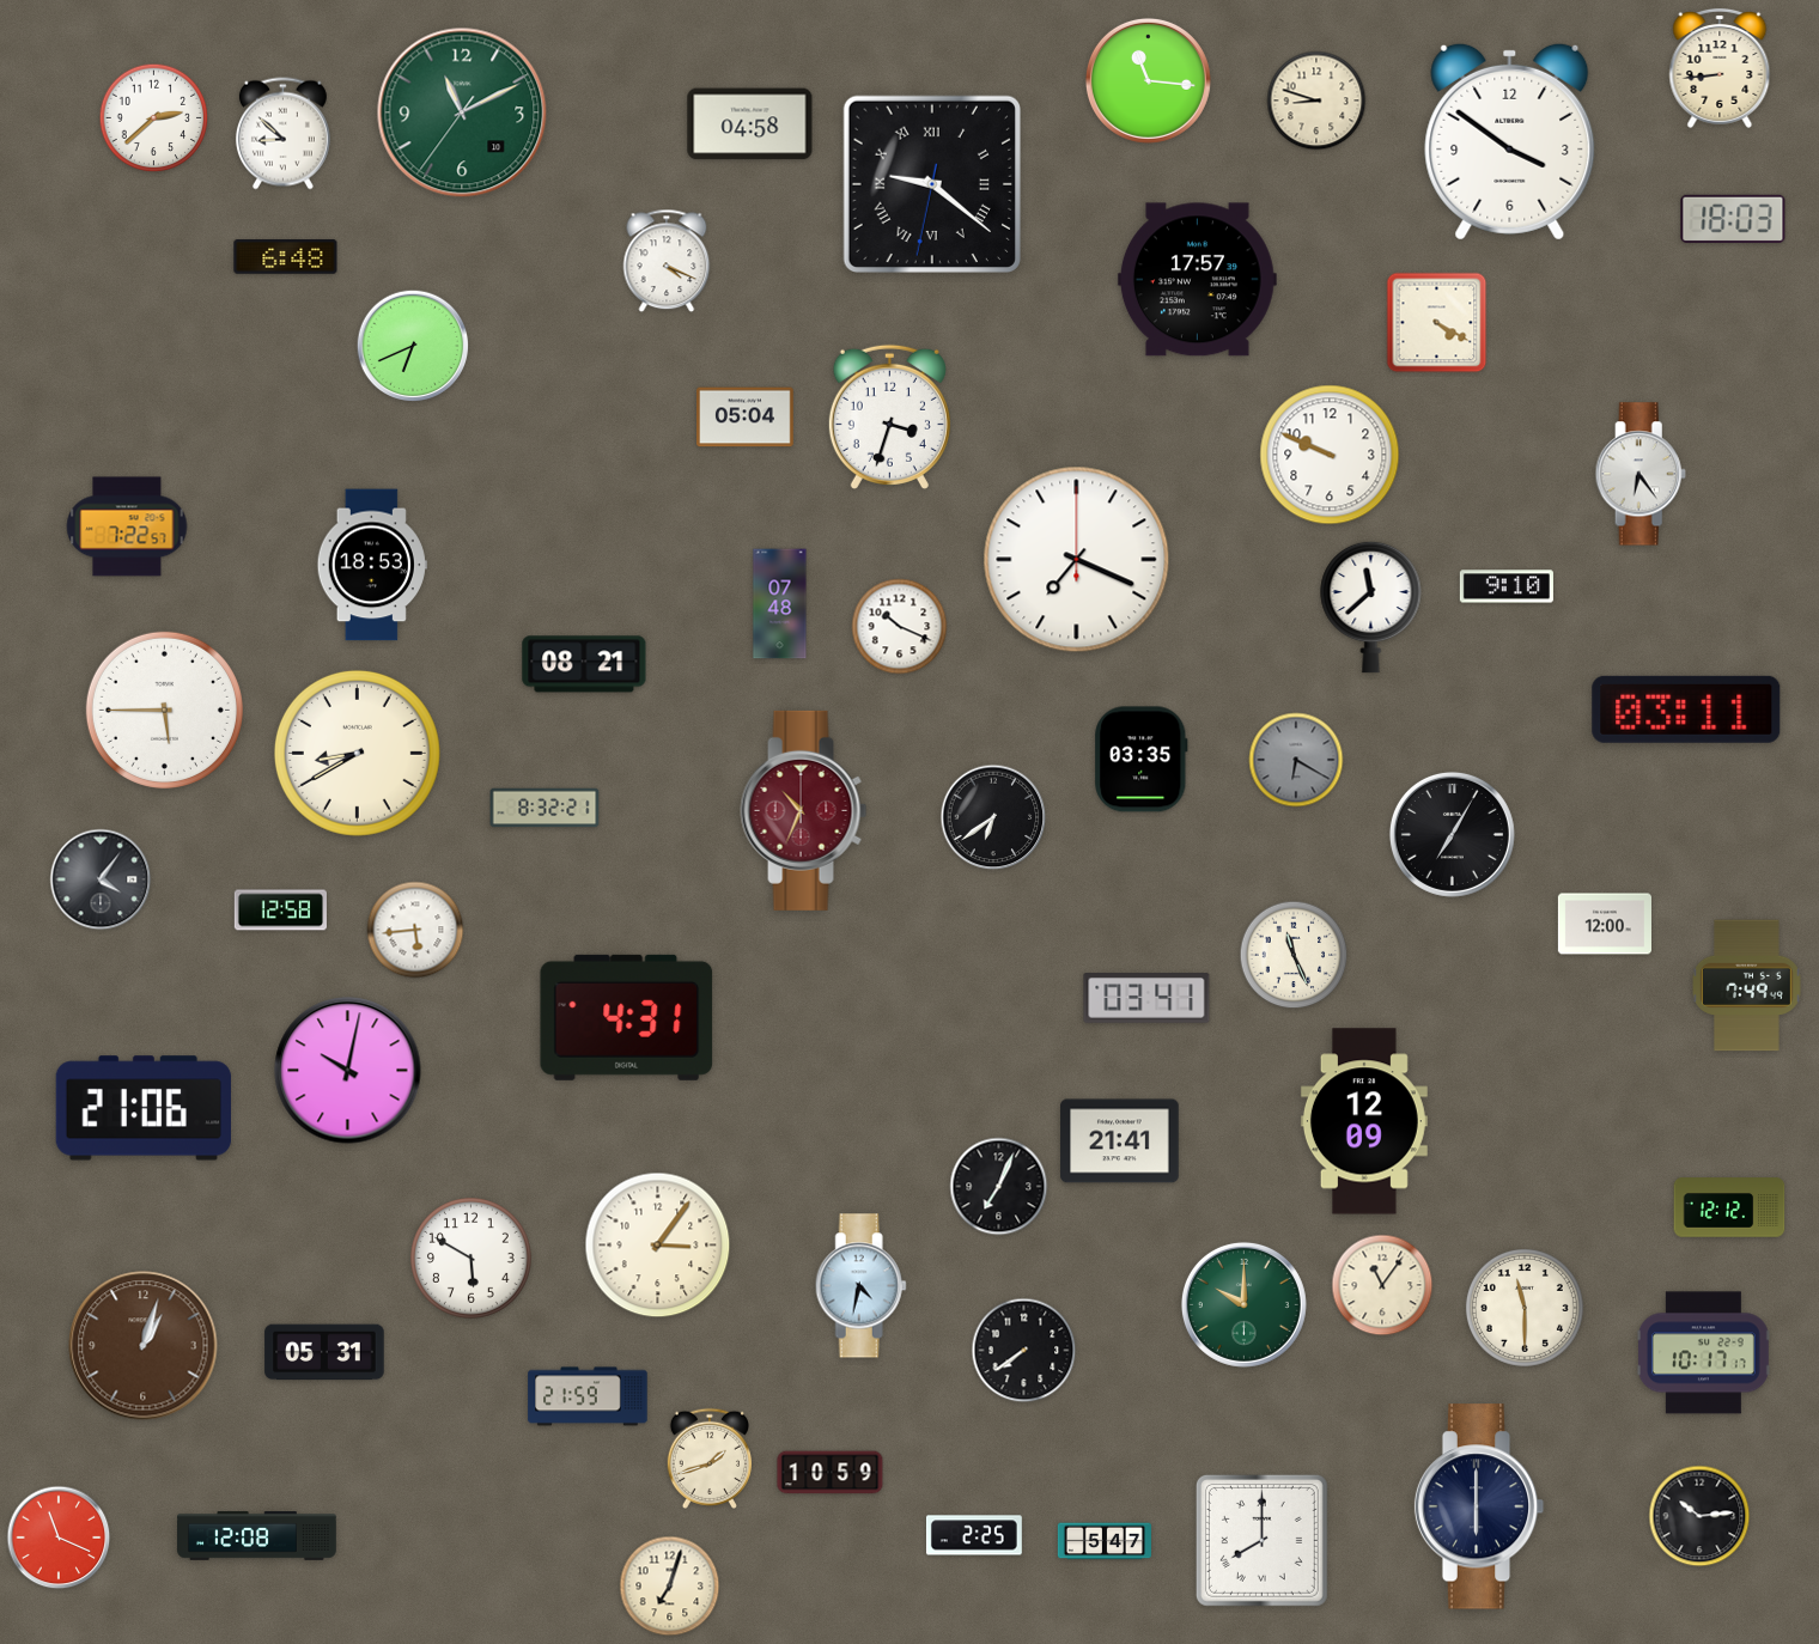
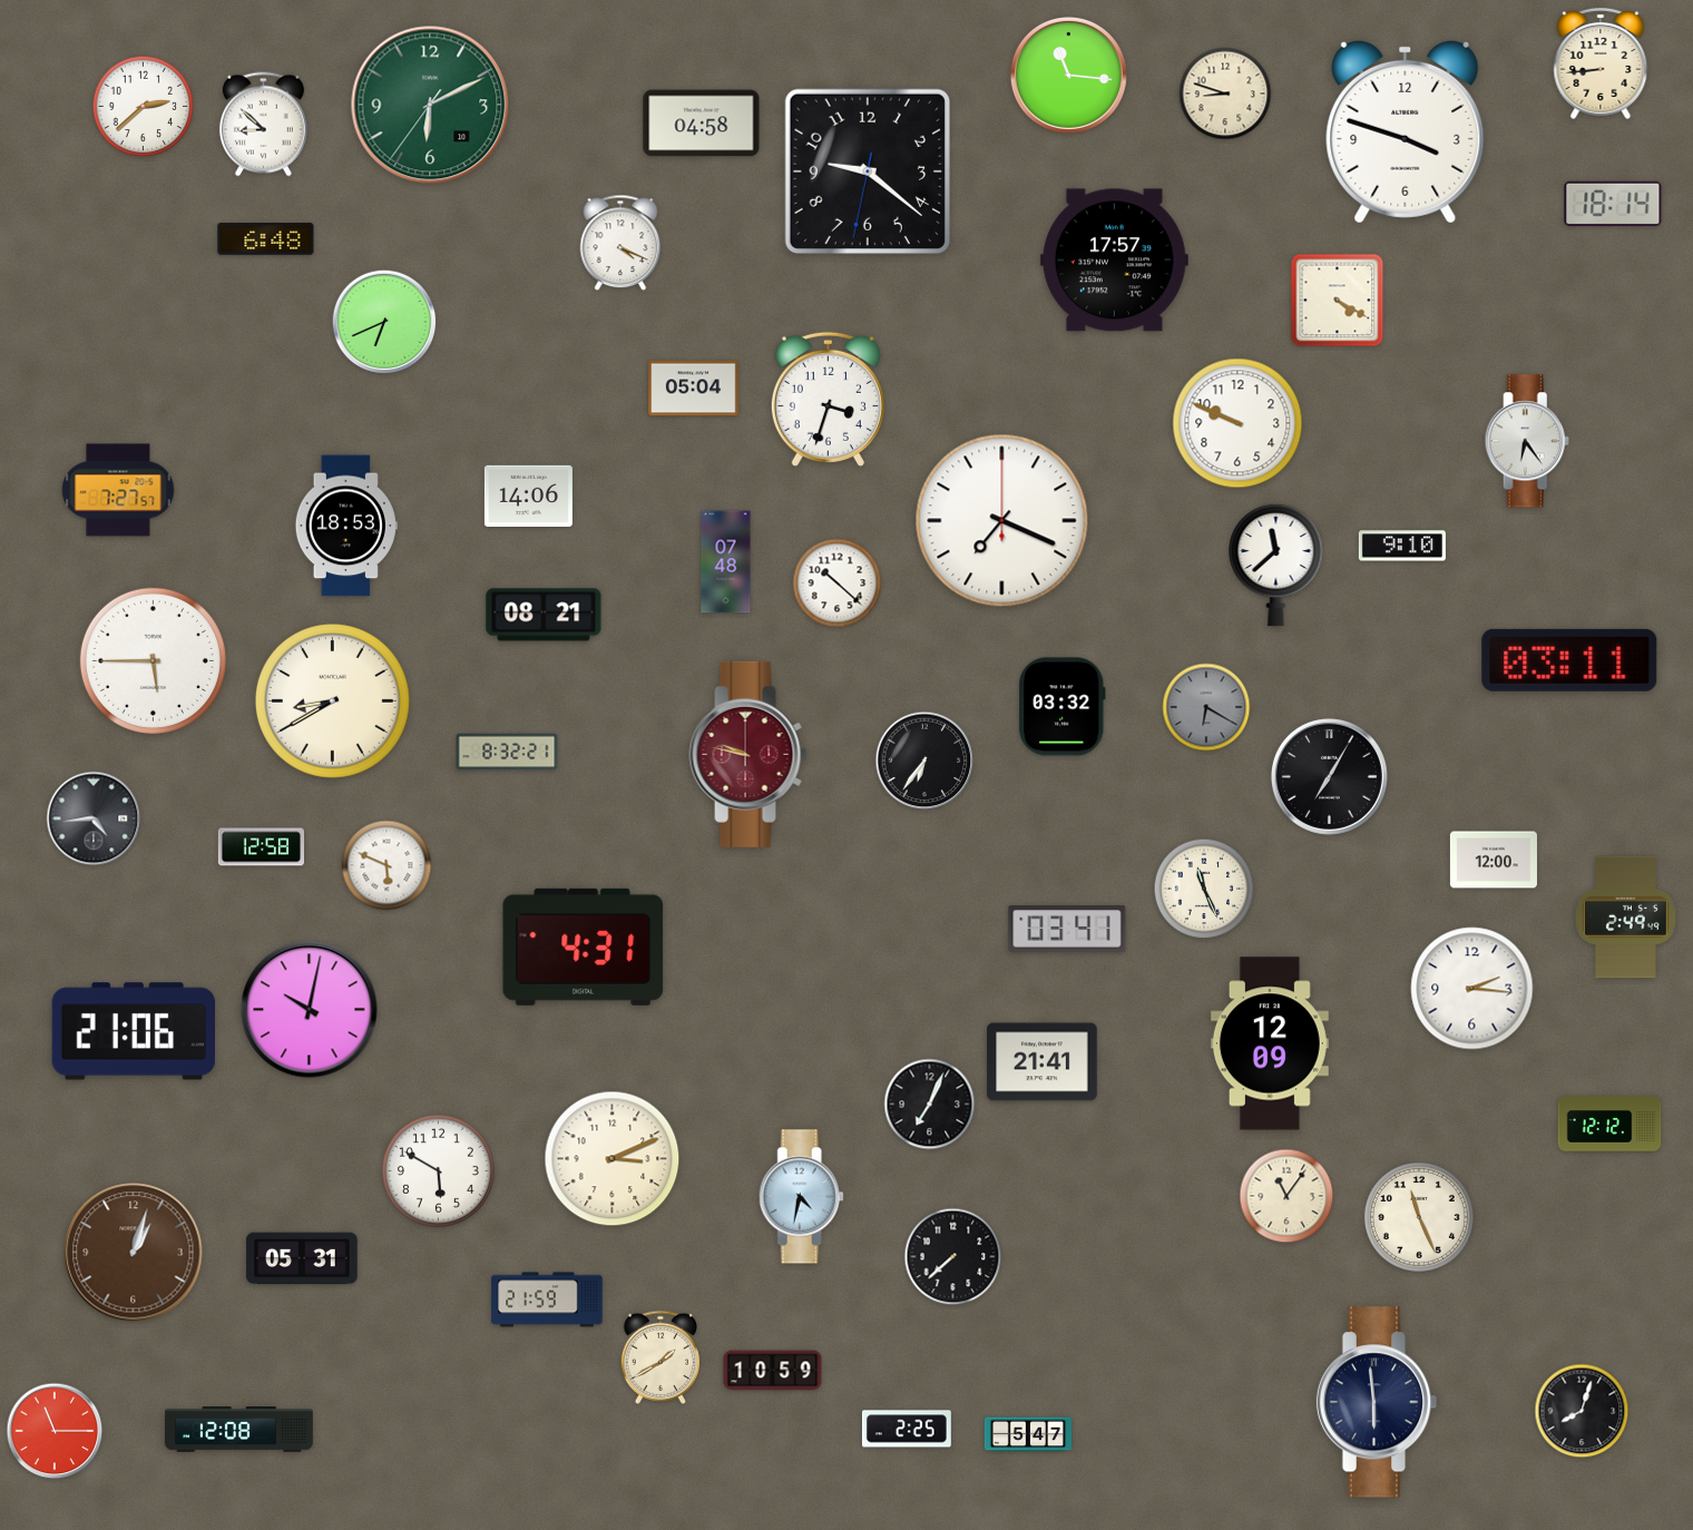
clock at (462, 112): 11:10 -> 6:10
clock at (154, 118) position: (154, 118) -> (144, 107)
clock at (750, 124) position: (750, 124) -> (702, 124)
clock at (1510, 141): 3:51 -> 3:48
clock at (932, 184) numerals: Roman -> Arabic
clock at (1733, 219): 18:03 -> 18:14
clock at (889, 416) position: (889, 416) -> (828, 399)
clock at (127, 526): 7:22 -> 7:27
clock at (528, 496): none -> 14:06
clock at (900, 627): 10:19 -> 10:22
clock at (584, 664) position: (584, 664) -> (544, 615)
clock at (1142, 760): 03:35 -> 03:32
clock at (804, 810): 10:34 -> 9:47
clock at (993, 817): 6:39 -> 6:36
clock at (1452, 834) position: (1452, 834) -> (1329, 776)
clock at (101, 879): 4:06 -> 4:44
clock at (415, 930): 5:44 -> 5:49
clock at (1747, 986): 7:49 -> 2:49
clock at (1472, 989): none -> 2:16
clock at (348, 1071) position: (348, 1071) -> (310, 1010)
clock at (658, 1246): 3:06 -> 3:11
clock at (1243, 1304): 10:00 -> none
clock at (1525, 1308): 11:30 -> 11:26
clock at (1024, 1351): 7:39 -> 7:38
clock at (1703, 1353): 10:17 -> none
clock at (708, 1459): 1:42 -> 1:40
clock at (1479, 1506): 6:00 -> 5:59
clock at (1699, 1516): 10:14 -> 8:03
clock at (59, 1538): 11:19 -> 11:15
clock at (1261, 1540): 8:00 -> none
clock at (670, 1587): 7:03 -> none
